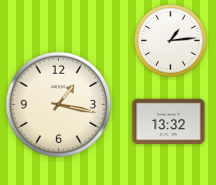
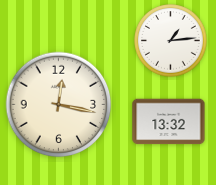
clock at (59, 105): 1:17 -> 12:17
